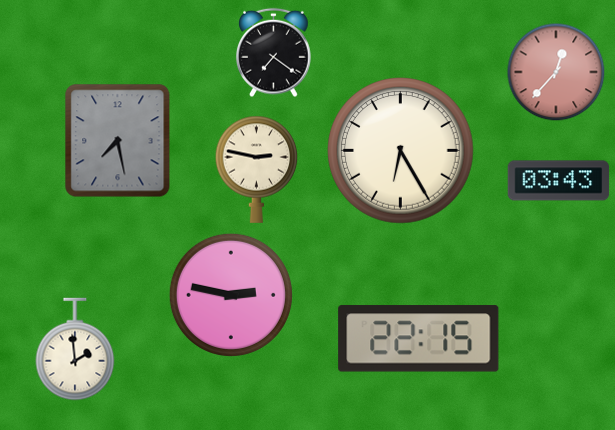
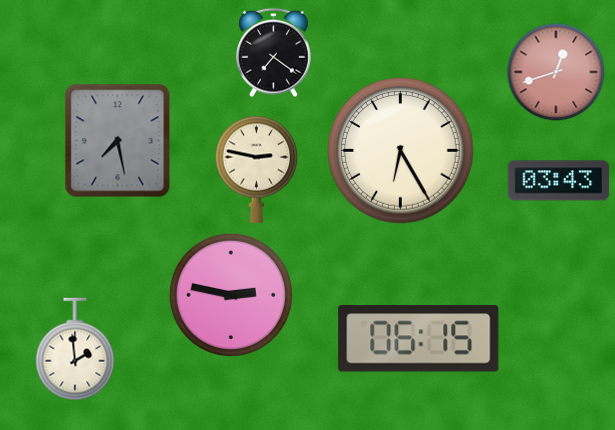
clock at (556, 72): 12:37 -> 12:42
clock at (419, 339): 22:15 -> 06:15
